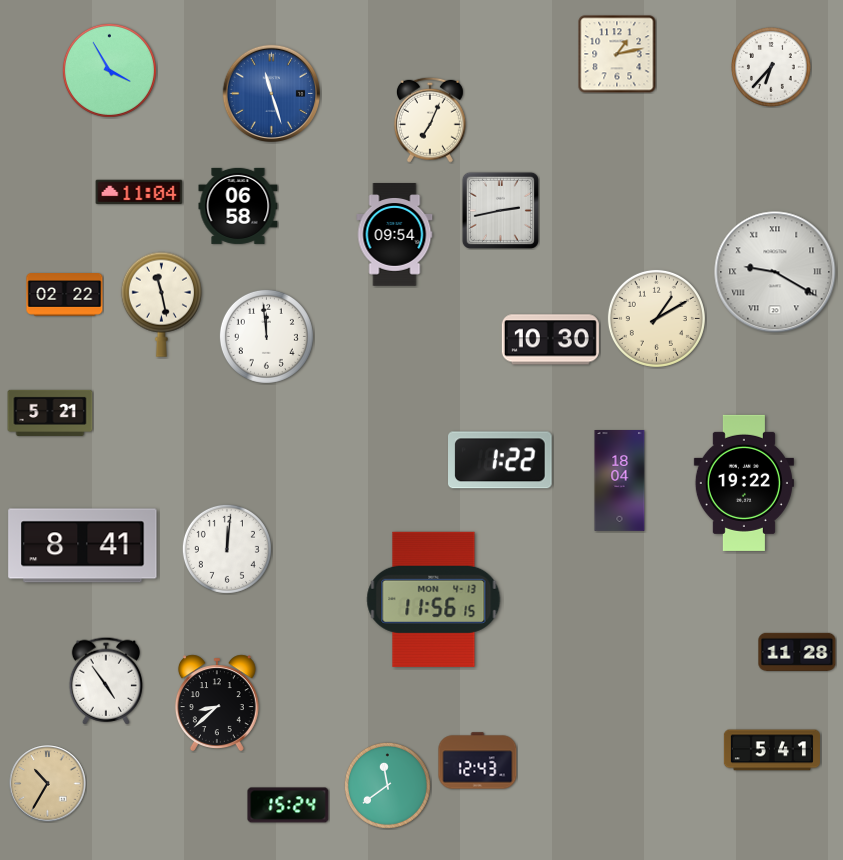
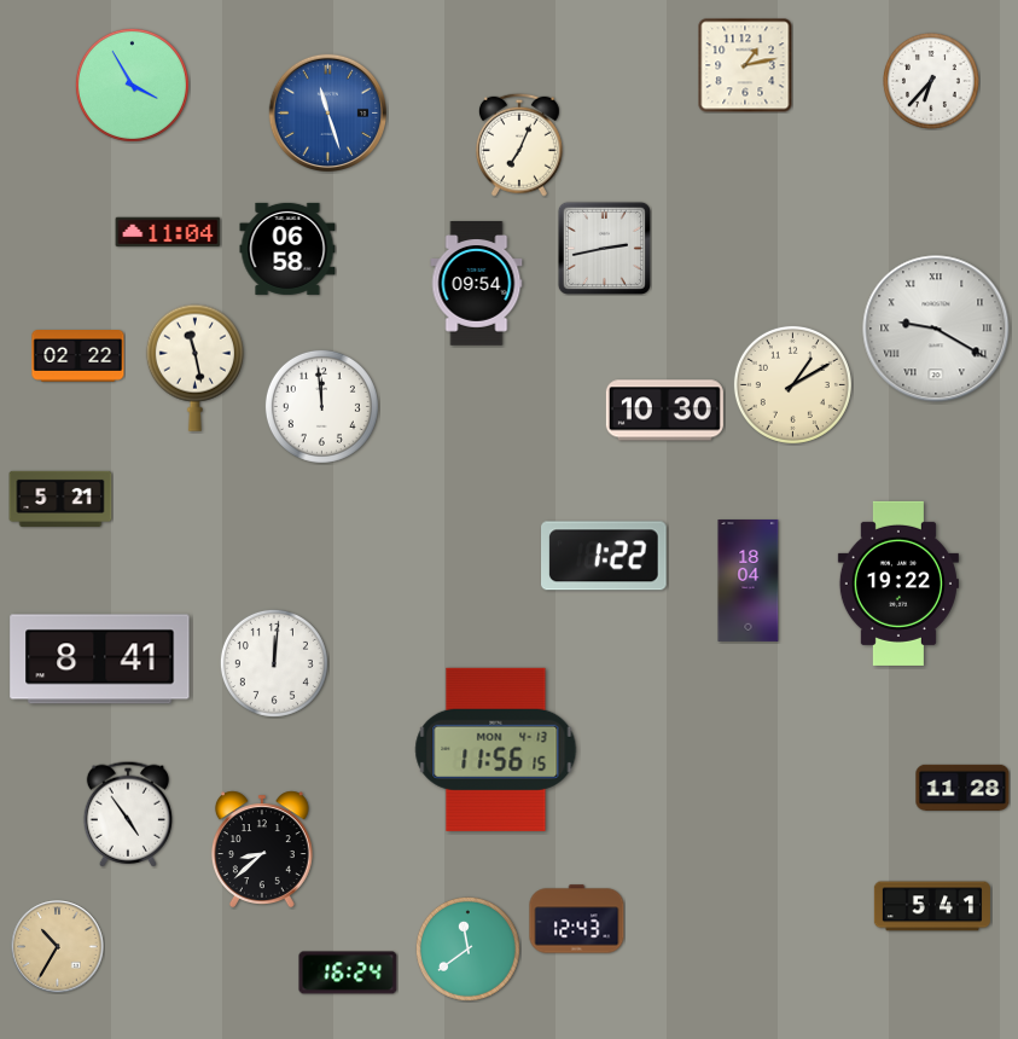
clock at (500, 210) position: (500, 210) -> (604, 248)
clock at (434, 599) position: (434, 599) -> (496, 749)
clock at (106, 681) position: (106, 681) -> (128, 814)
clock at (288, 805): 15:24 -> 16:24
